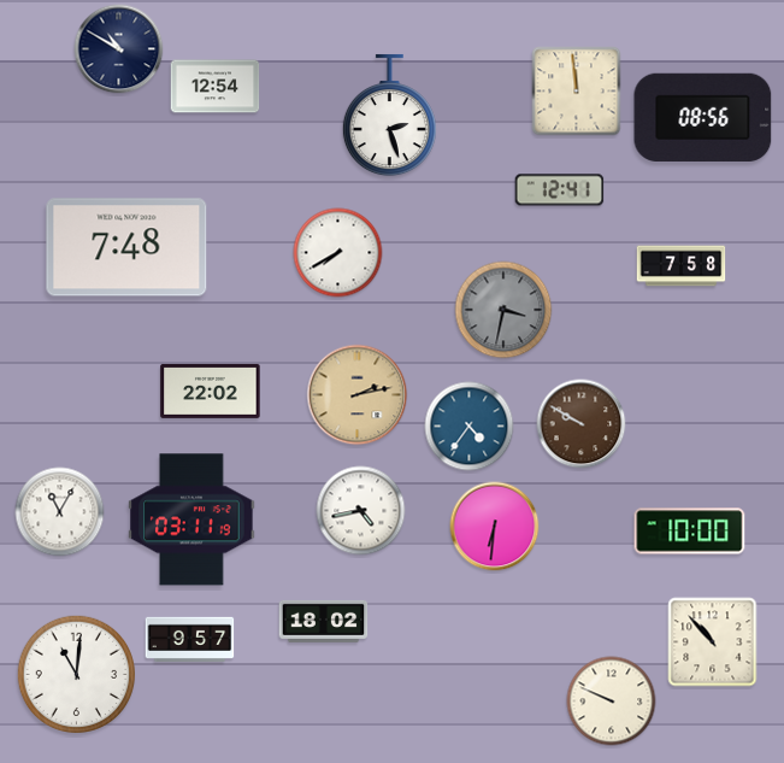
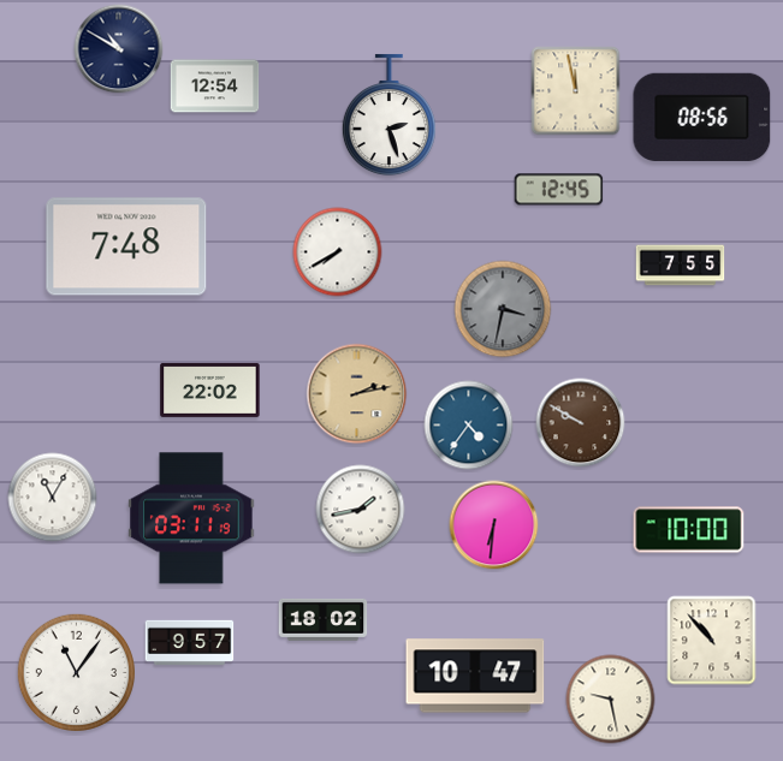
clock at (577, 92): 11:59 -> 11:58
clock at (560, 190): 12:41 -> 12:45
clock at (682, 266): 7:58 -> 7:55
clock at (361, 511): 4:43 -> 1:43
clock at (60, 512) position: (60, 512) -> (53, 498)
clock at (190, 639) position: (190, 639) -> (190, 642)
clock at (76, 674): 11:01 -> 11:06
clock at (475, 676): none -> 10:47
clock at (612, 702): 9:49 -> 9:28
